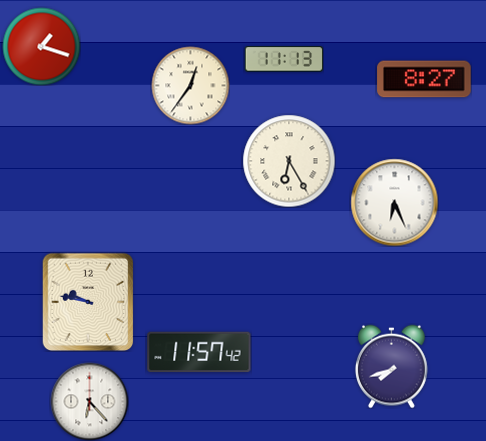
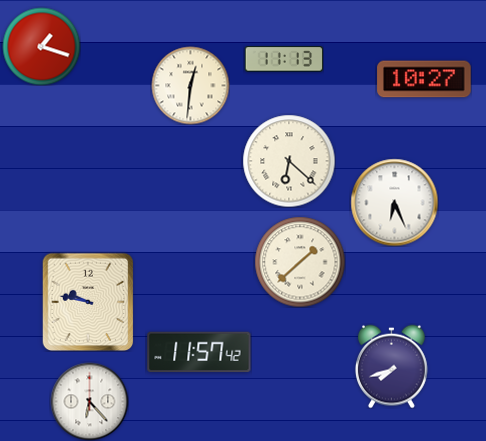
clock at (424, 79): 8:27 -> 10:27
clock at (190, 85): 12:36 -> 12:31
clock at (289, 161): 6:25 -> 6:22
clock at (300, 262): none -> 1:38
